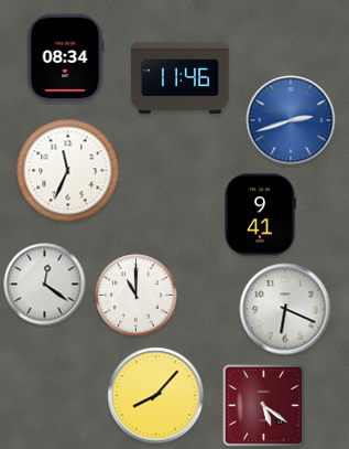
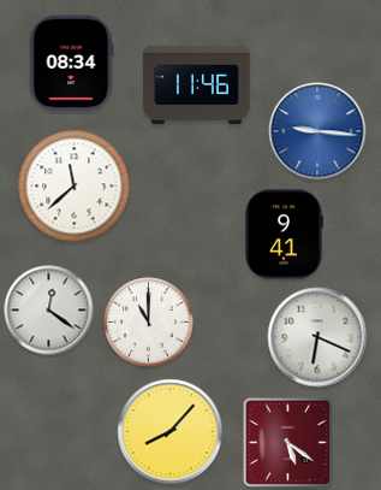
clock at (291, 120): 2:42 -> 9:16
clock at (68, 171): 11:34 -> 11:38
clock at (285, 309) position: (285, 309) -> (317, 337)
